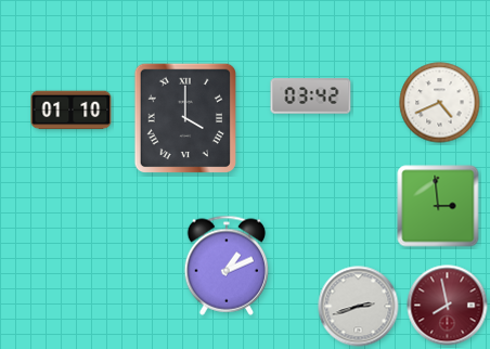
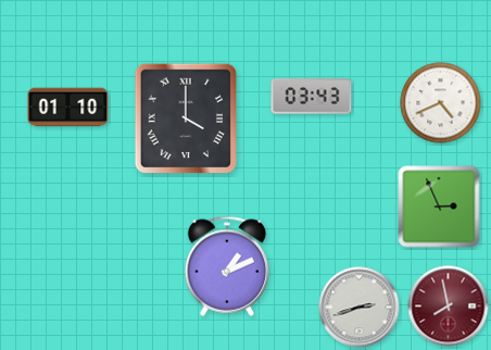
clock at (311, 96): 03:42 -> 03:43
clock at (72, 111) position: (72, 111) -> (68, 108)
clock at (438, 206): 2:59 -> 2:56
